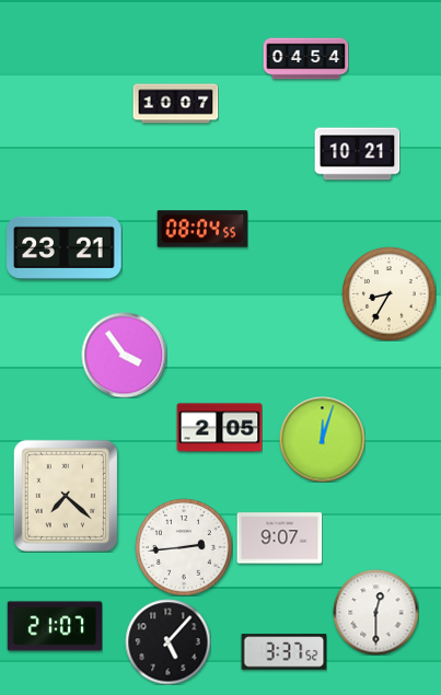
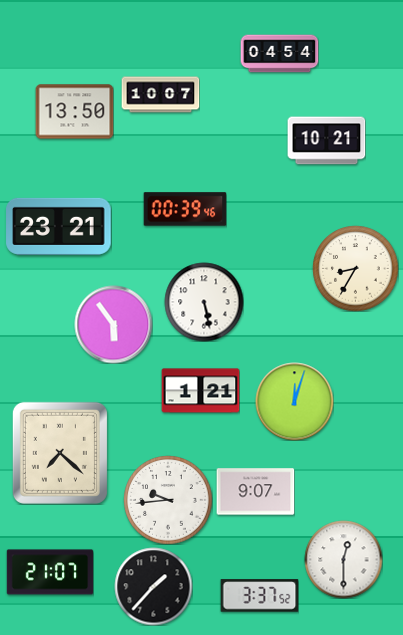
clock at (74, 112): none -> 13:50
clock at (202, 229): 08:04 -> 00:39
clock at (204, 302): none -> 5:28
clock at (124, 355): 3:54 -> 5:54
clock at (219, 428): 2:05 -> 1:21
clock at (184, 547): 2:44 -> 9:44
clock at (167, 641): 5:07 -> 1:37
